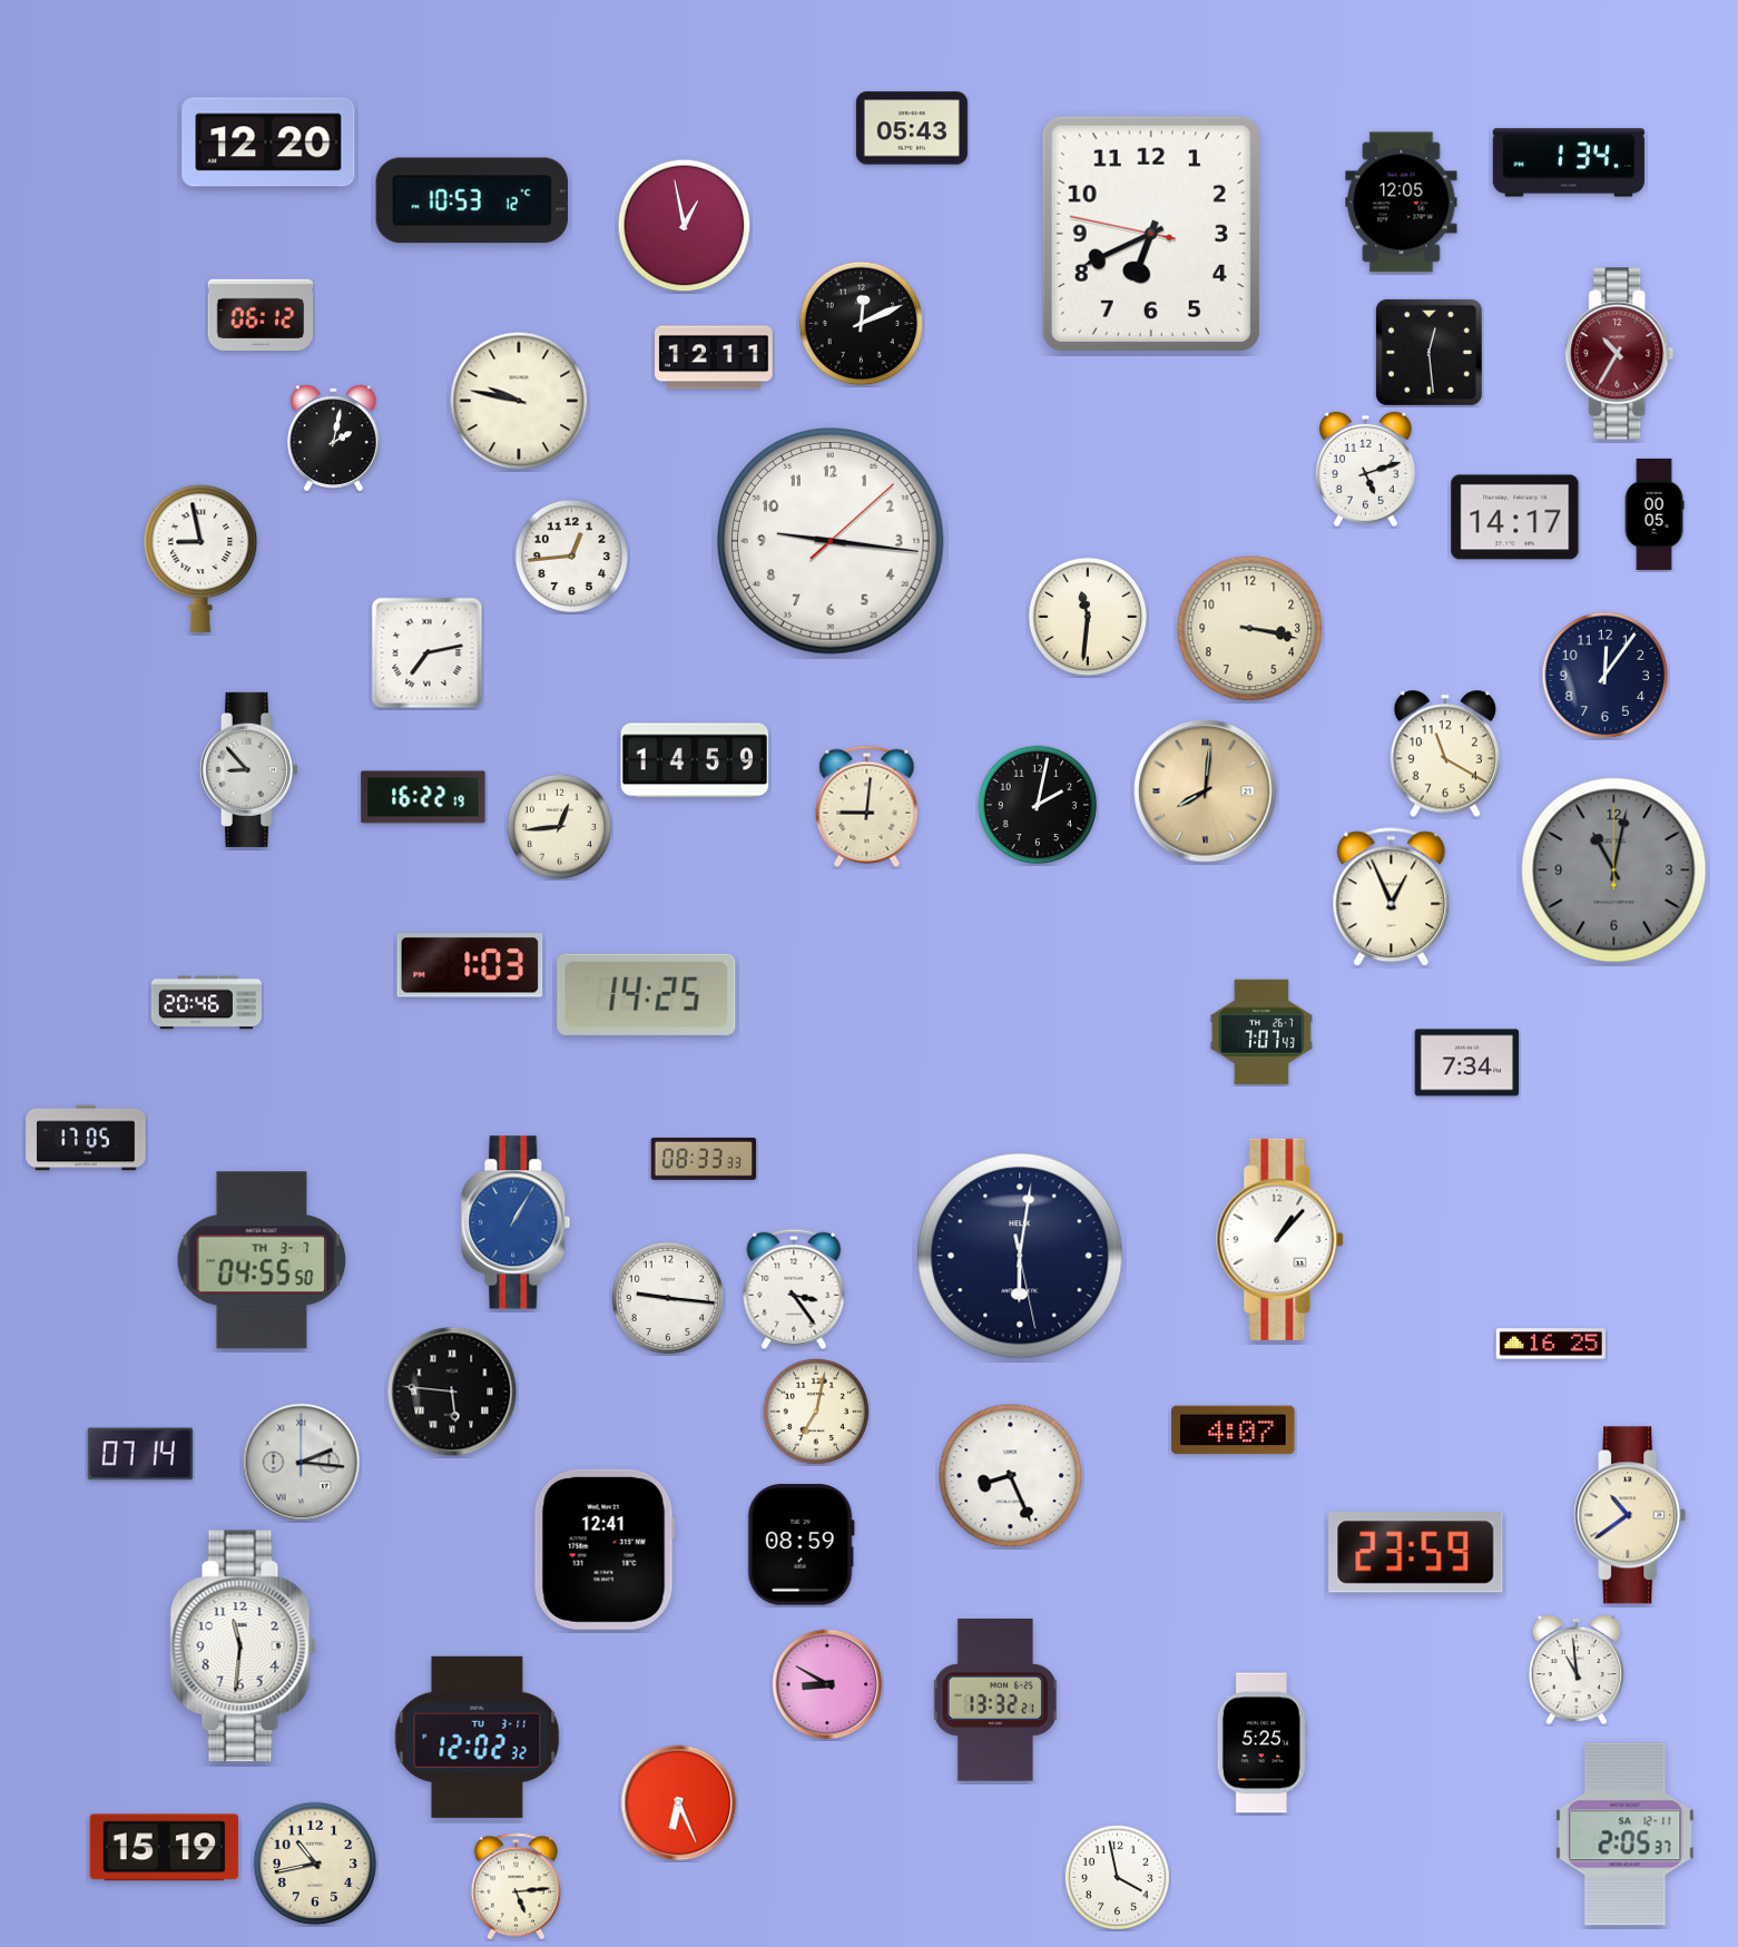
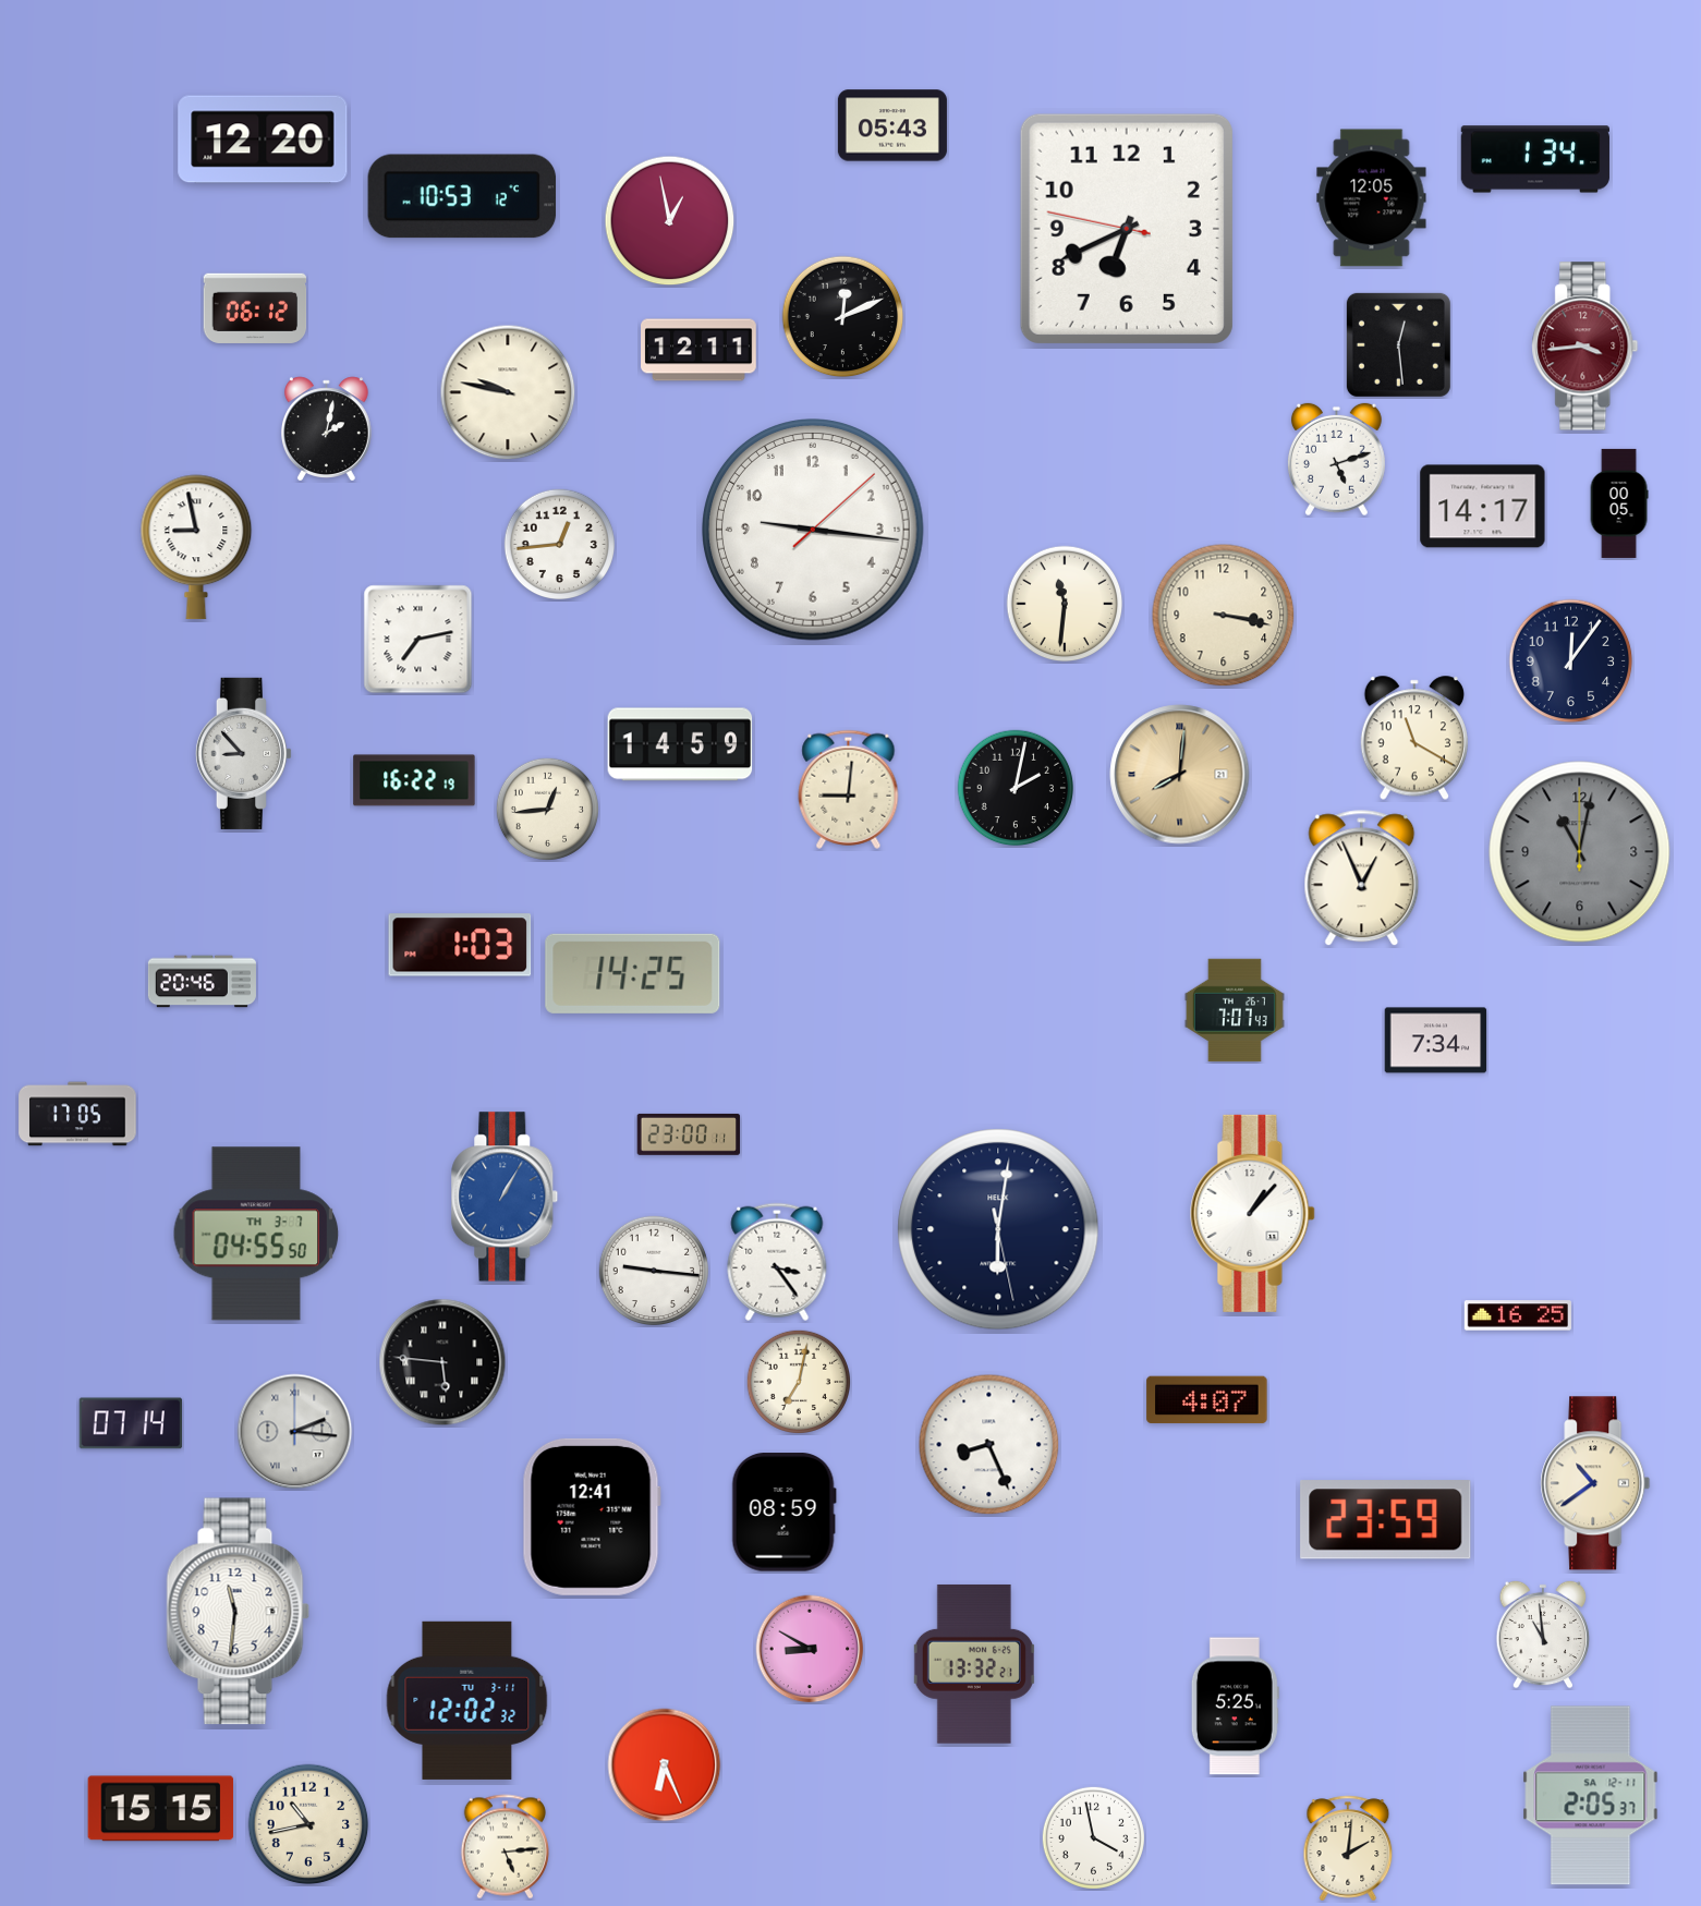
clock at (1620, 354): 10:35 -> 3:44
clock at (86, 1138) position: (86, 1138) -> (77, 1114)
clock at (704, 1159): 08:33 -> 23:00
clock at (140, 1454) position: (140, 1454) -> (131, 1423)
clock at (165, 1848): 15:19 -> 15:15
clock at (1348, 1848): none -> 2:01
